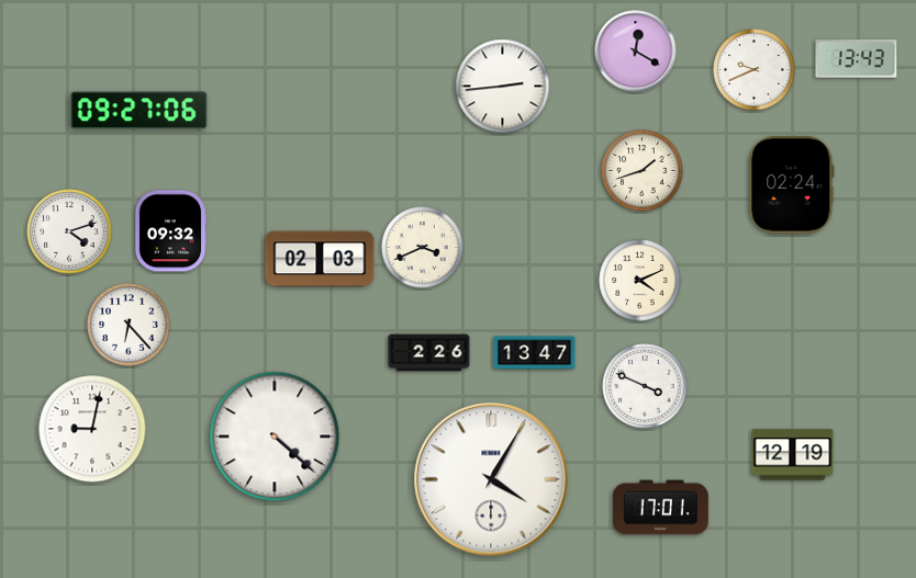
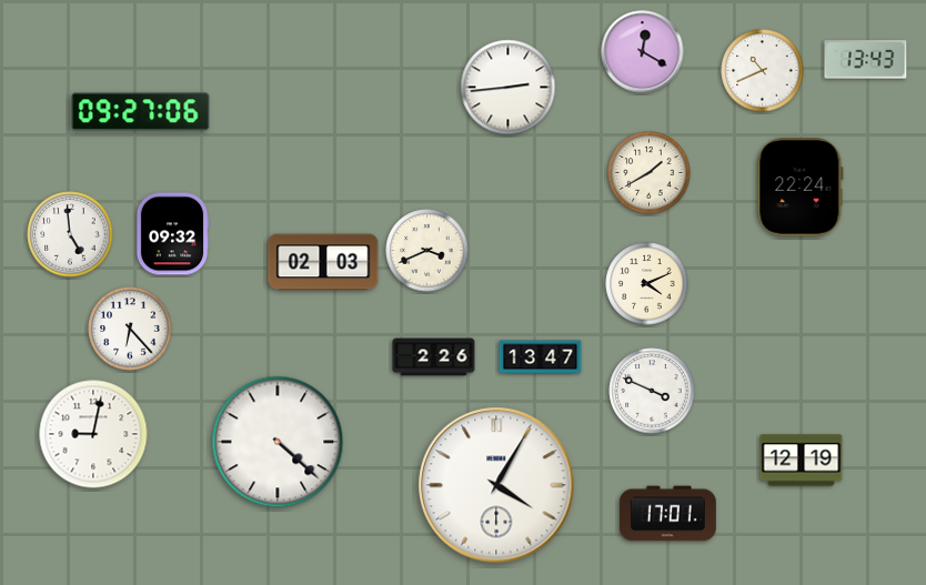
clock at (755, 70): 9:41 -> 10:41
clock at (643, 171): 1:42 -> 1:40
clock at (792, 185): 02:24 -> 22:24
clock at (69, 231): 4:12 -> 4:59
